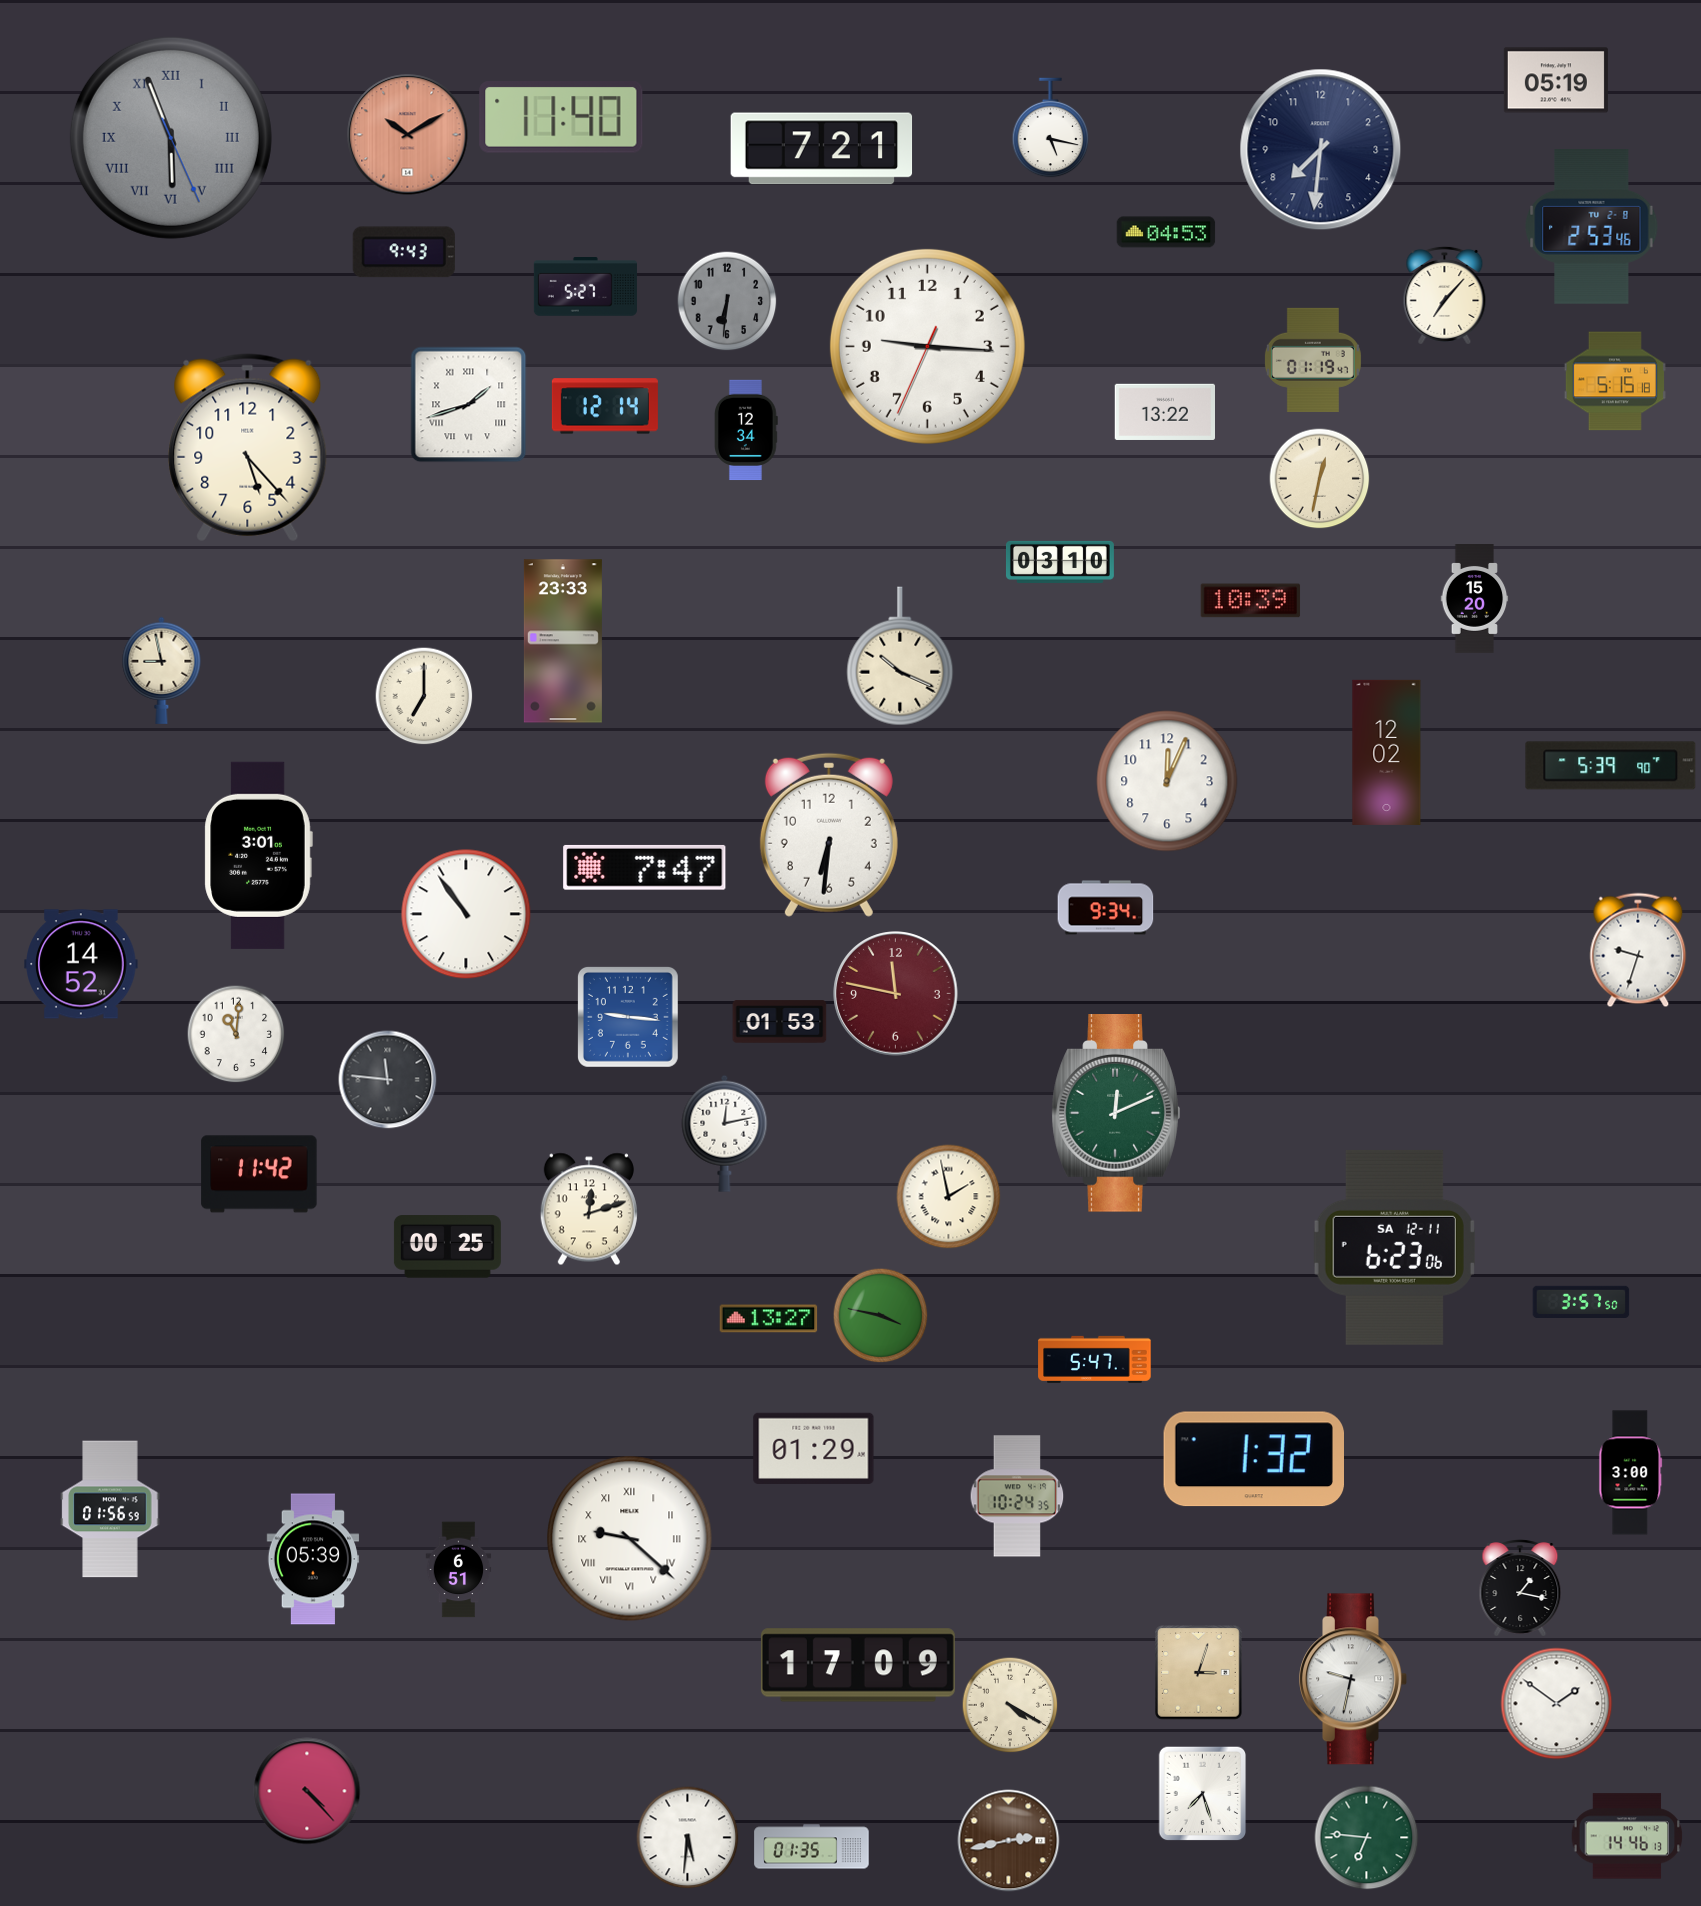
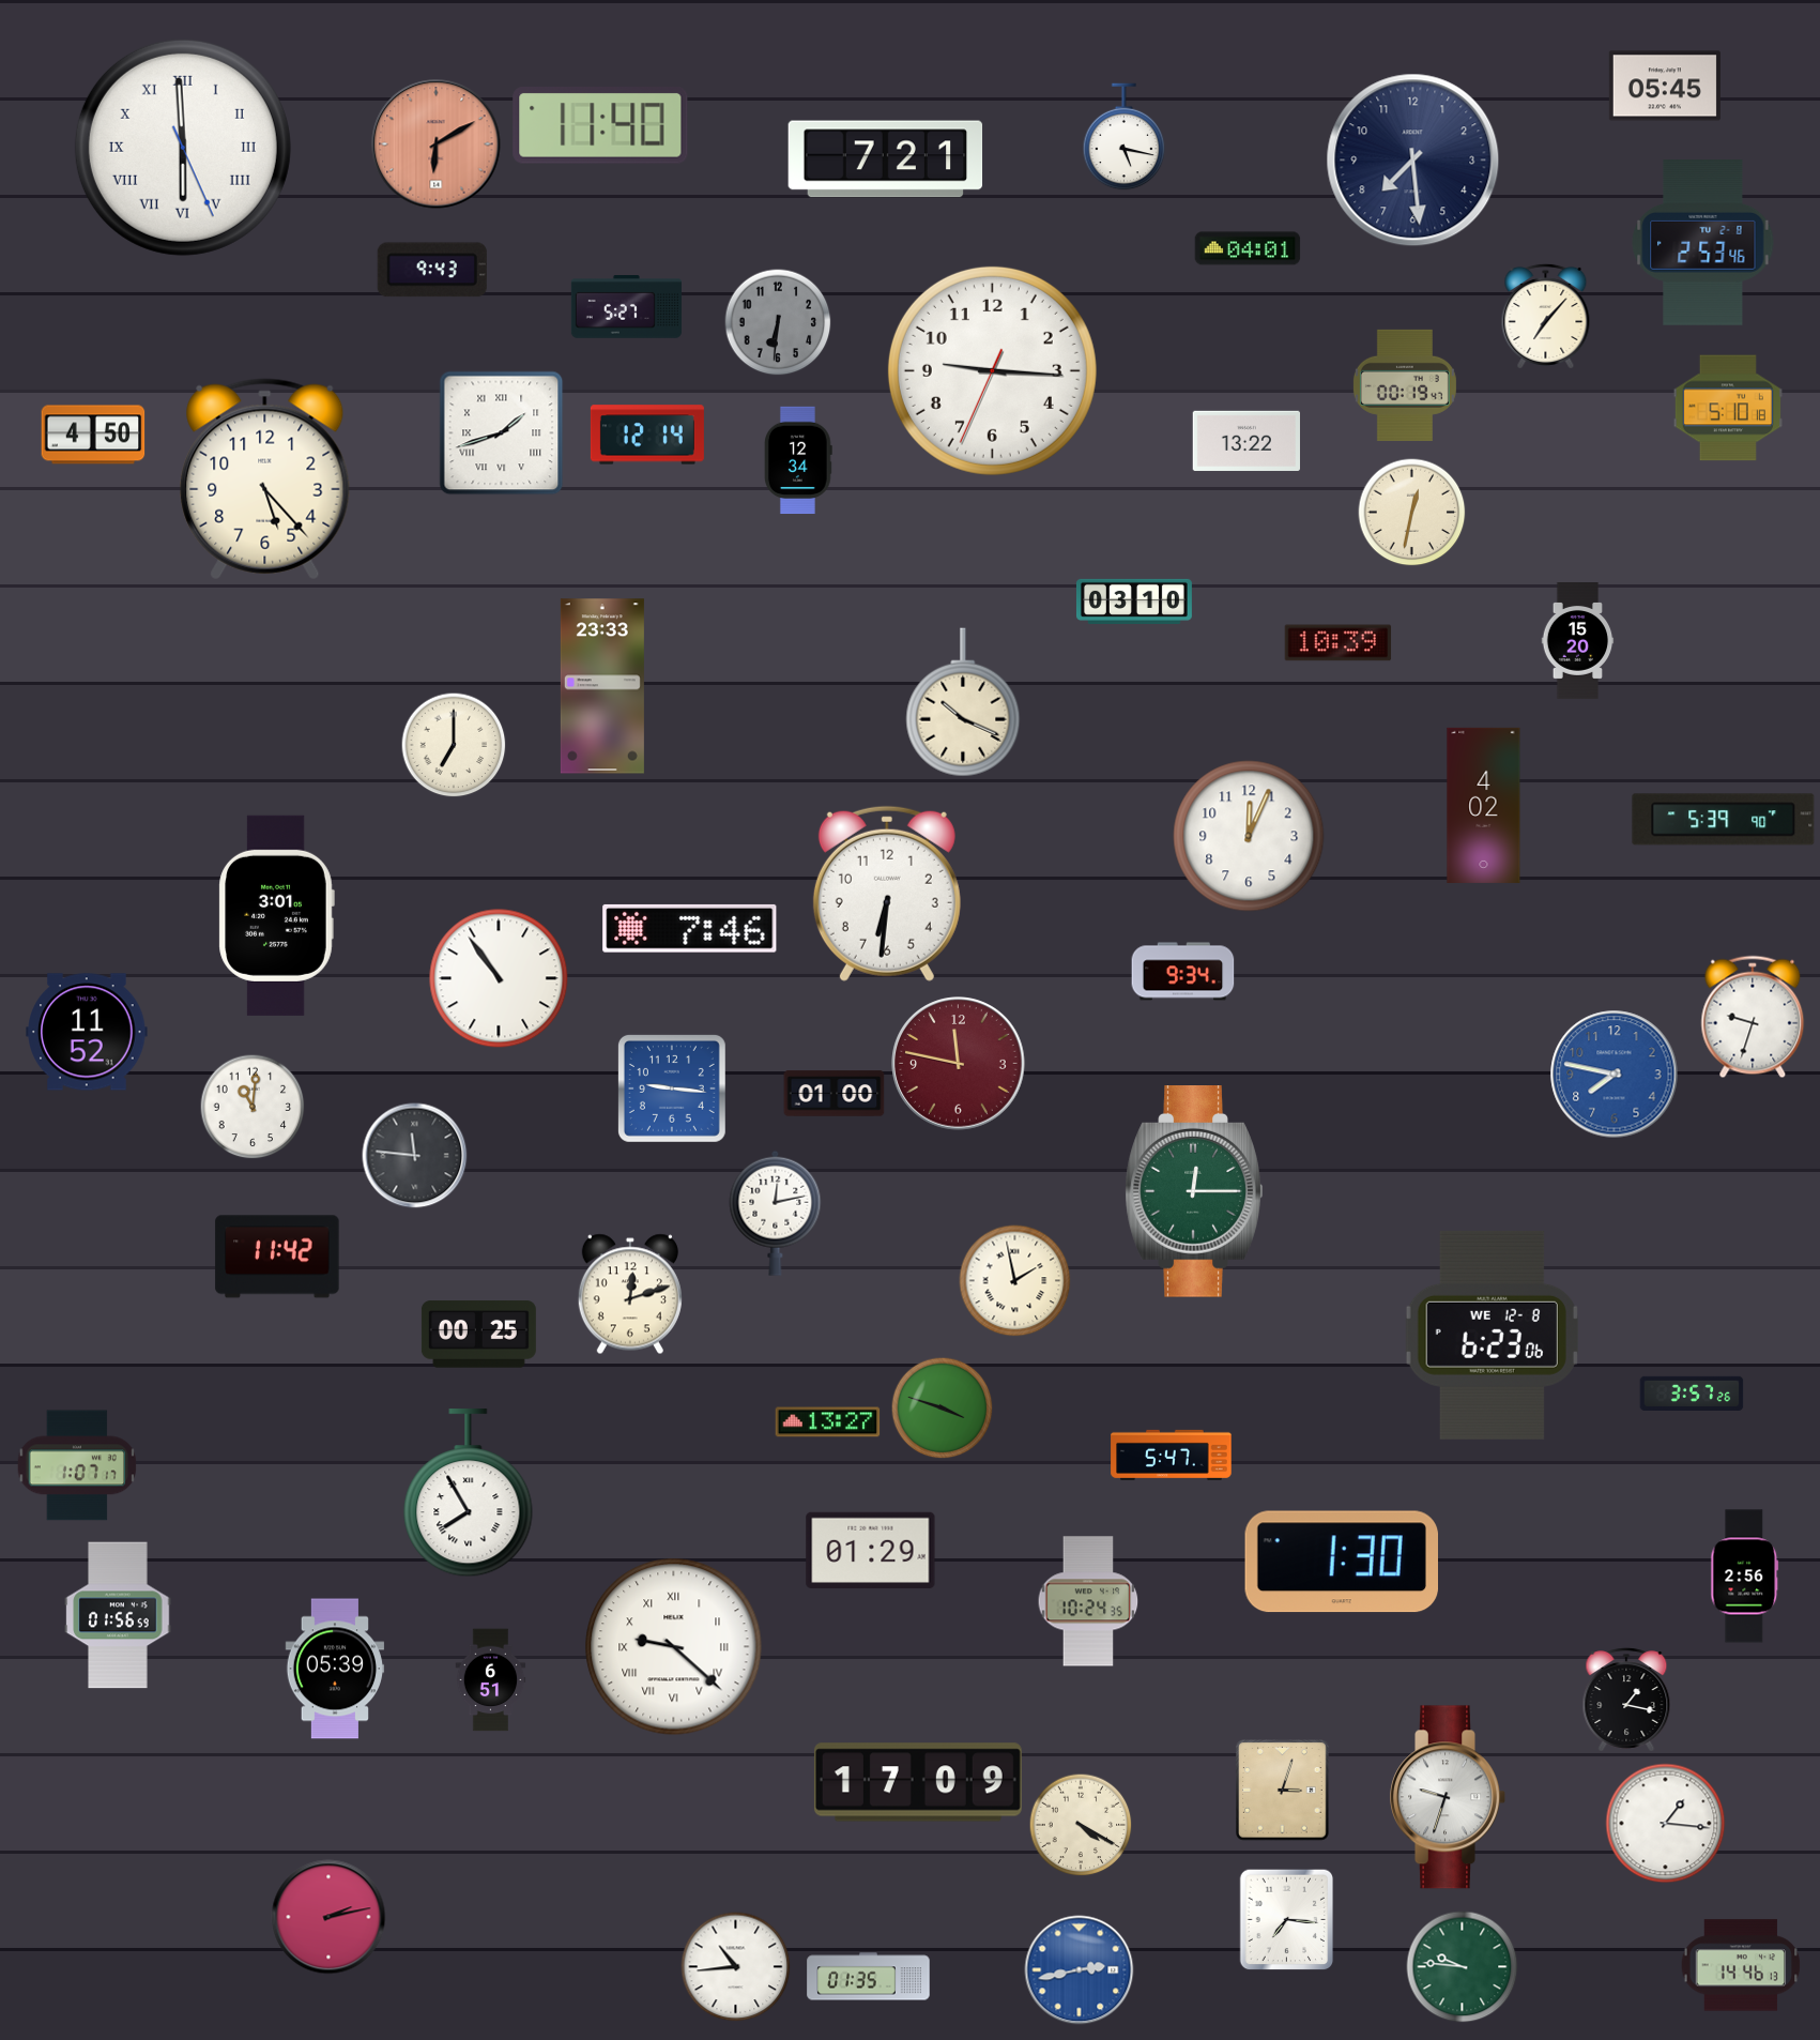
clock at (1556, 80): 05:19 -> 05:45
clock at (408, 135): 10:10 -> 6:10
clock at (171, 138): 5:56 -> 5:59
clock at (171, 138) dial: grey -> white
clock at (822, 149) position: (822, 149) -> (886, 159)
clock at (1321, 150): 7:31 -> 7:29
clock at (1166, 232): 04:53 -> 04:01
clock at (1313, 360): 01:19 -> 00:19
clock at (1615, 381): 5:15 -> 5:10
clock at (93, 435): none -> 4:50
clock at (162, 670): 8:58 -> none
clock at (1387, 752): 12:02 -> 4:02
clock at (645, 867): 7:47 -> 7:46
clock at (81, 964): 14:52 -> 11:52
clock at (1615, 1075): none -> 7:47
clock at (780, 1022): 01:53 -> 01:00
clock at (1116, 1114): 12:11 -> 12:15
clock at (1394, 1247) date: SA 12-11 -> WE 12-8
clock at (1581, 1302): 3:57:50 -> 3:57:26
clock at (880, 1315): 3:47 -> 3:48
clock at (769, 1319) position: (769, 1319) -> (828, 1422)
clock at (77, 1465): none -> 1:07
clock at (469, 1493): none -> 7:55
clock at (1253, 1459): 1:32 -> 1:30
clock at (1631, 1473): 3:00 -> 2:56
clock at (1353, 1679): 9:32 -> 9:33
clock at (1557, 1704): 1:51 -> 1:16
clock at (307, 1791): 4:23 -> 2:13
clock at (1203, 1793): 7:27 -> 7:16
clock at (688, 1838): 5:31 -> 10:44
clock at (1367, 1838): 6:46 -> 9:46
clock at (1009, 1841) dial: brown -> blue
